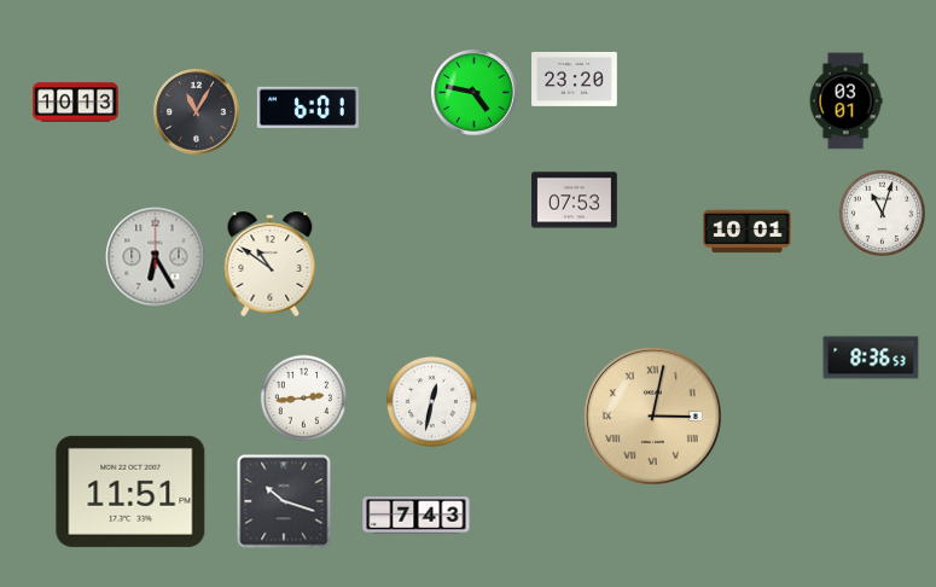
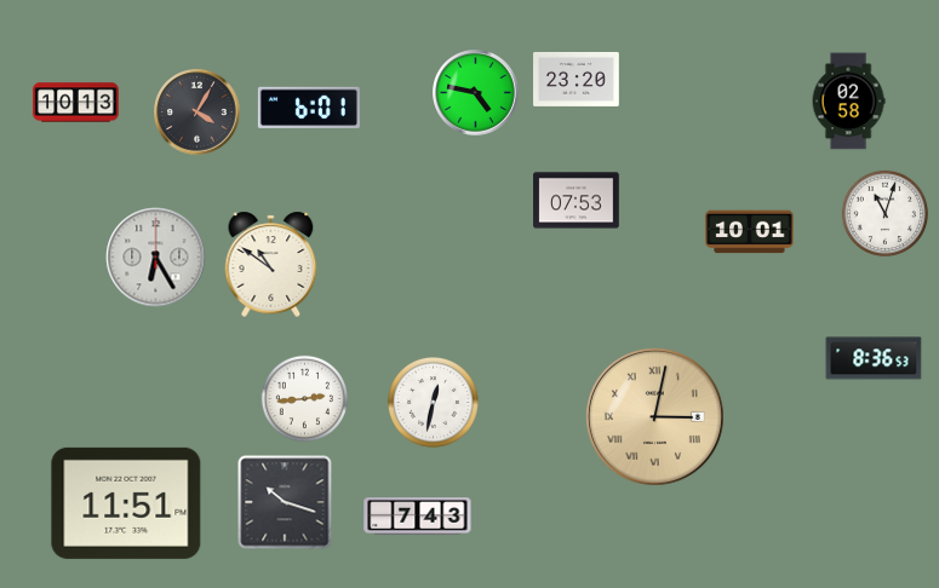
clock at (845, 101): 03:01 -> 02:58
clock at (197, 112): 11:05 -> 4:05
clock at (130, 492) position: (130, 492) -> (126, 503)
